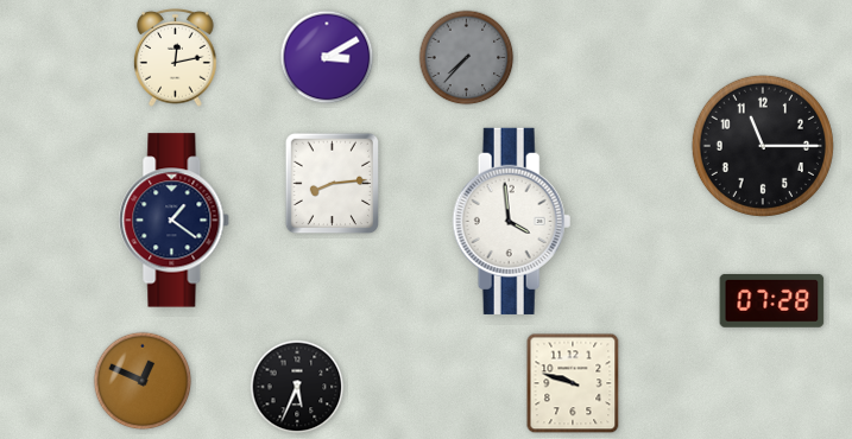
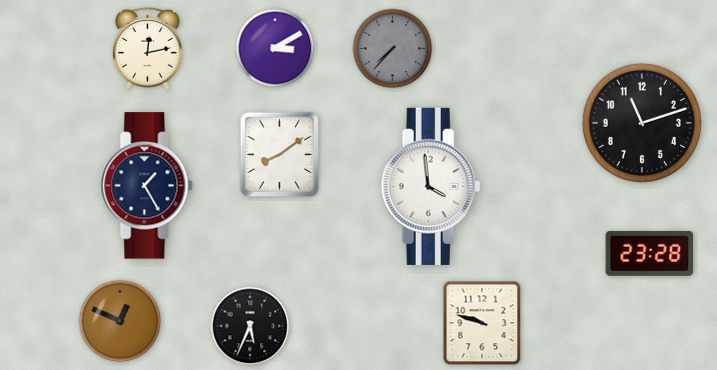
clock at (763, 146): 11:15 -> 11:12
clock at (333, 184): 8:14 -> 8:09
clock at (175, 221): 1:21 -> 1:25
clock at (772, 300): 07:28 -> 23:28
